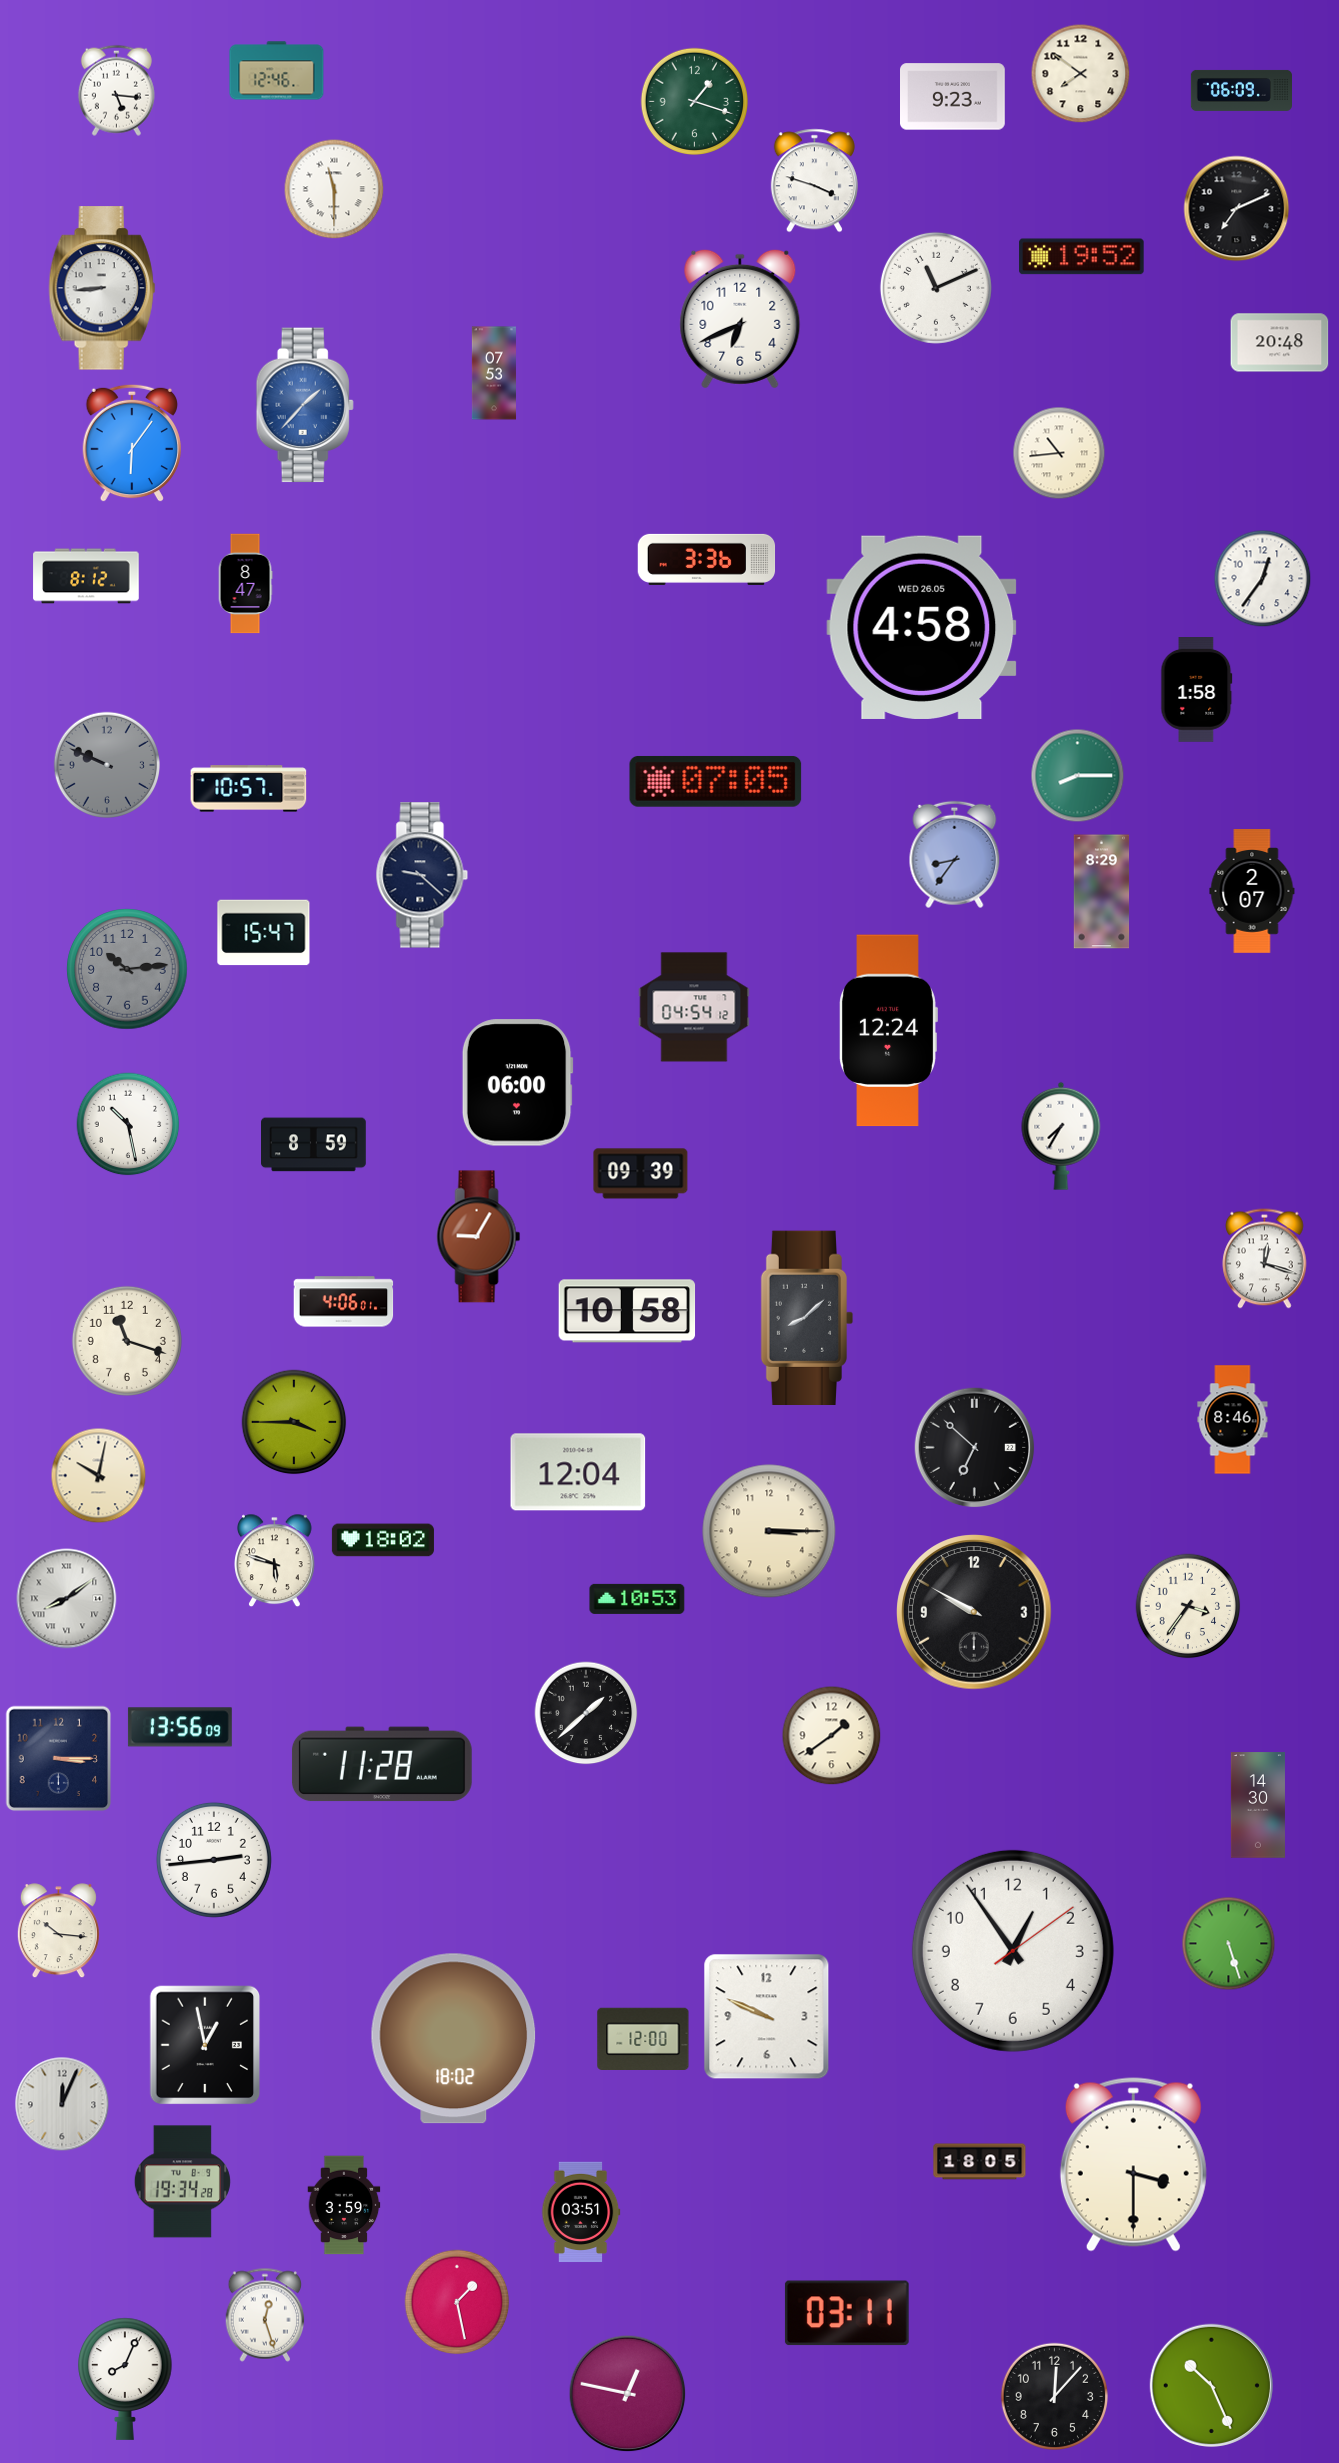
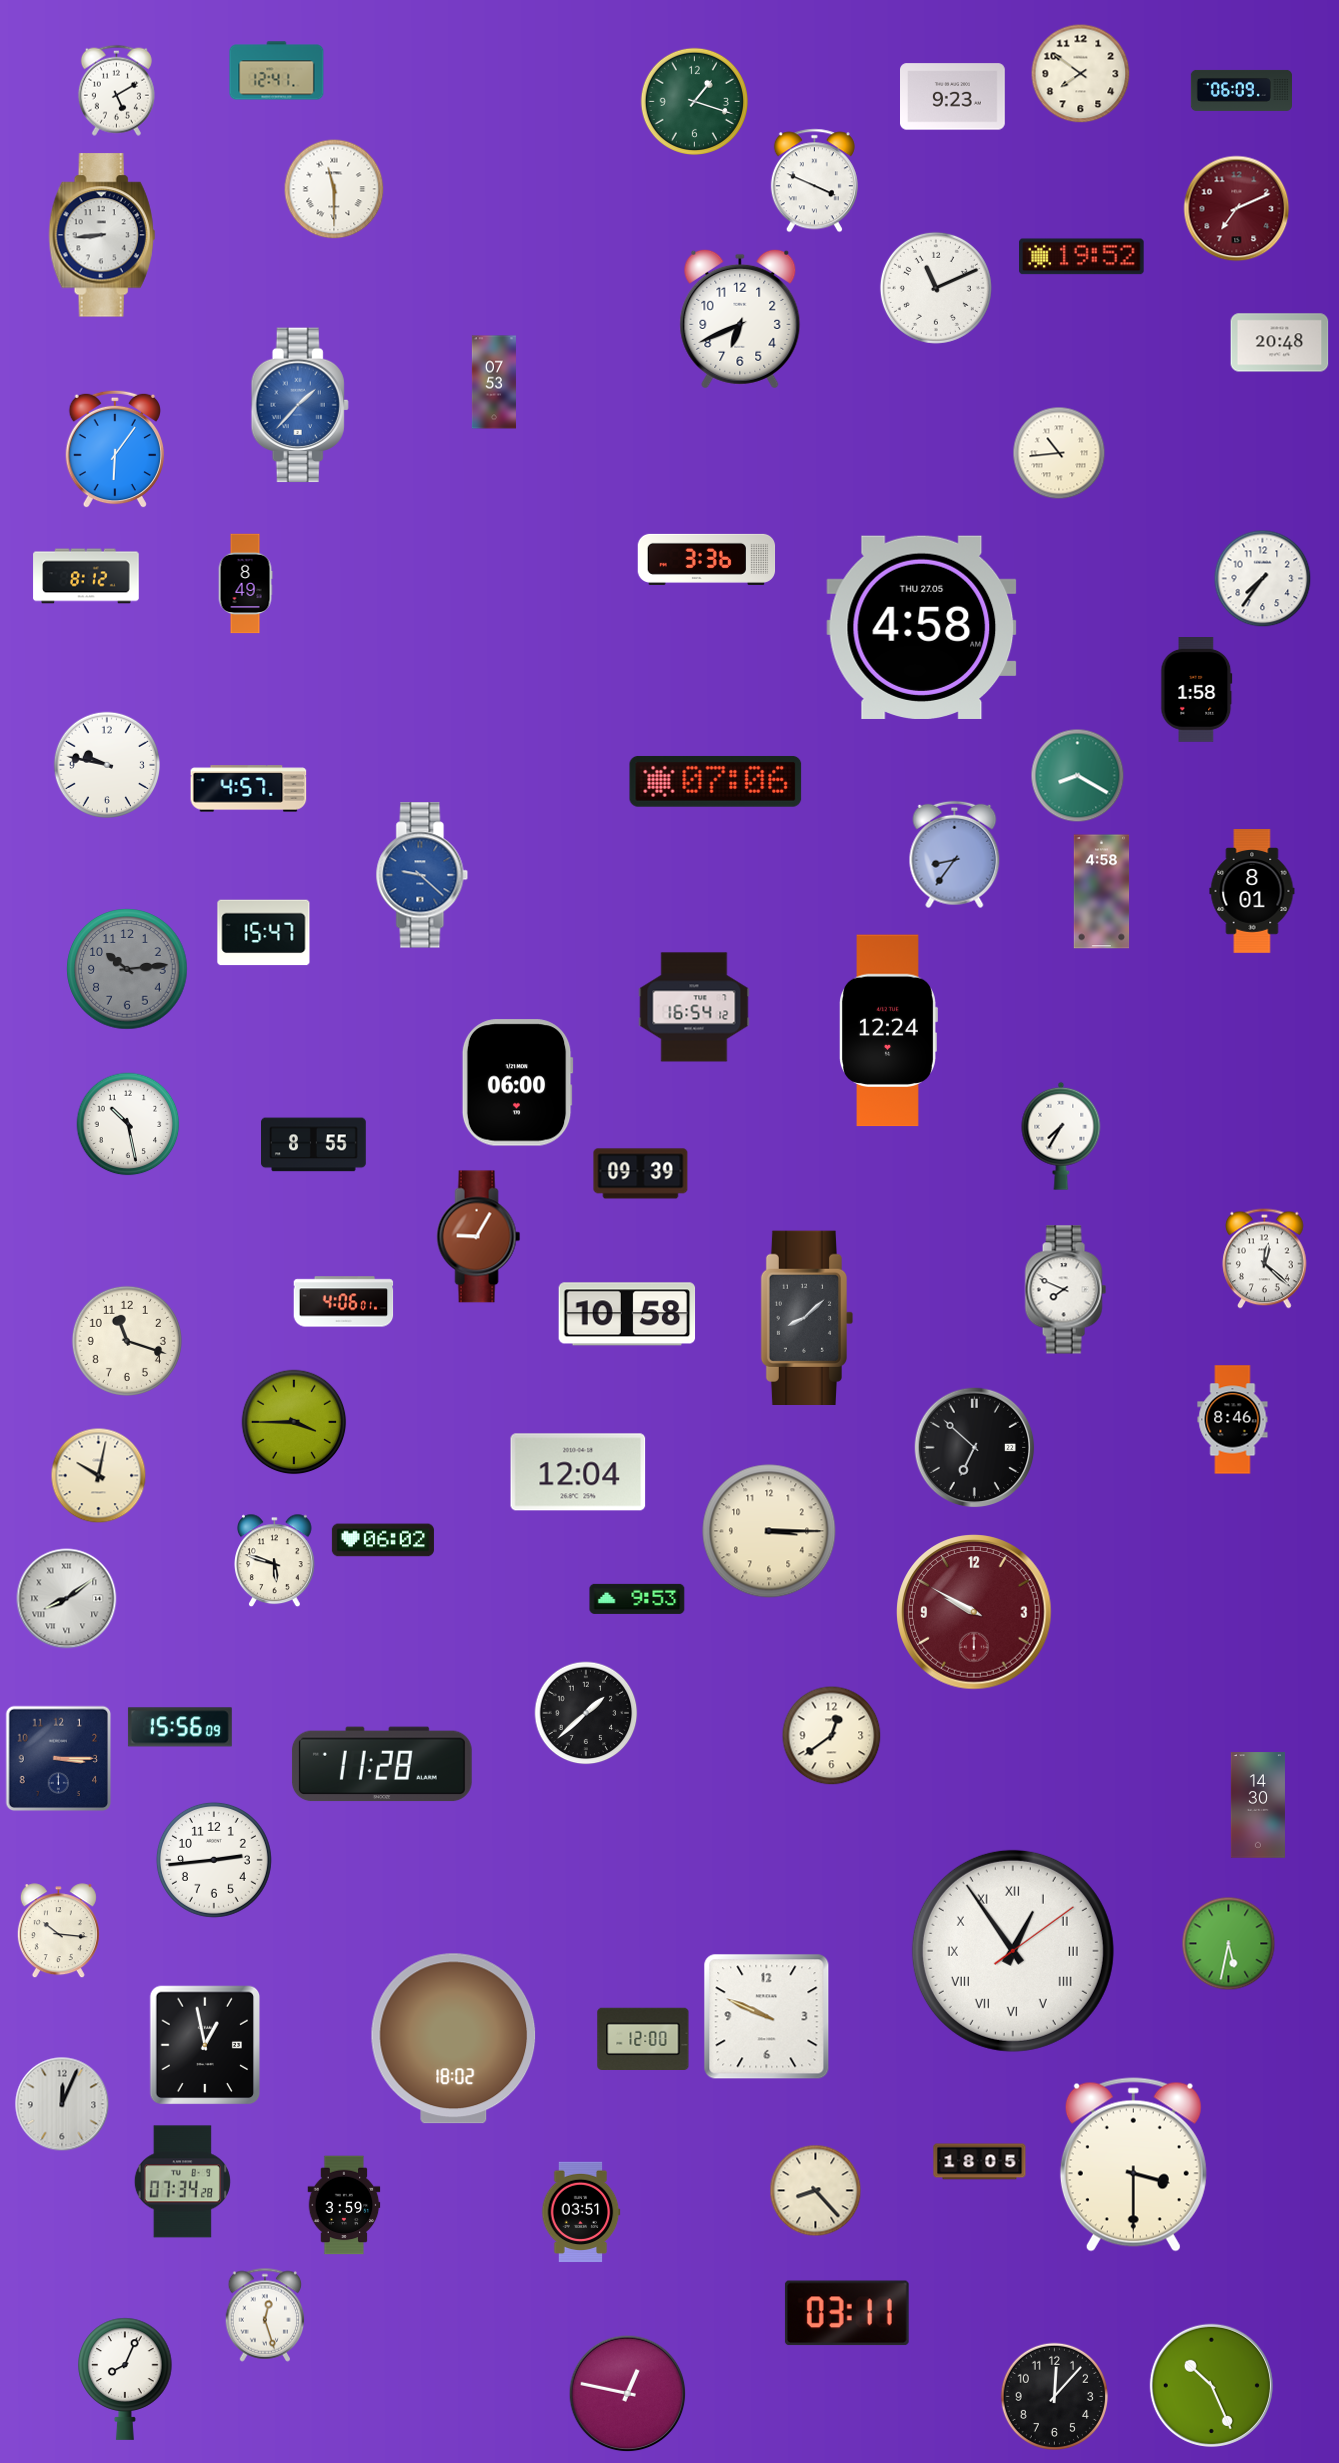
clock at (277, 71): 12:46 -> 12:41
clock at (116, 90): 5:16 -> 5:10
clock at (814, 181): 3:48 -> 3:49
clock at (1237, 209) dial: black -> burgundy
clock at (102, 288) position: (102, 288) -> (102, 235)
clock at (494, 373) position: (494, 373) -> (494, 382)
clock at (305, 405) position: (305, 405) -> (300, 405)
clock at (131, 443) position: (131, 443) -> (114, 449)
clock at (1263, 579): 12:36 -> 7:36
clock at (245, 584): 8:47 -> 8:49
clock at (922, 627) date: WED 26.05 -> THU 27.05
clock at (106, 764): 9:49 -> 9:47
clock at (106, 764) dial: grey -> white
clock at (1078, 776): 8:15 -> 8:20
clock at (716, 781): 07:05 -> 07:06
clock at (249, 789): 10:57 -> 4:57
clock at (422, 875) dial: navy -> blue
clock at (1252, 891): 2:07 -> 8:01
clock at (1102, 892): 8:29 -> 4:58
clock at (694, 1007): 04:54 -> 16:54
clock at (314, 1145): 8:59 -> 8:55
clock at (1265, 1259): 12:18 -> 12:22
clock at (1065, 1290): none -> 7:49
clock at (627, 1311) position: (627, 1311) -> (627, 1314)
clock at (383, 1540): 18:02 -> 06:02
clock at (637, 1599): 10:53 -> 9:53
clock at (1188, 1606): 3:36 -> none
clock at (974, 1612) dial: black -> burgundy
clock at (180, 1727): 13:56 -> 15:56
clock at (832, 1736): 1:39 -> 12:39
clock at (1229, 1944): 5:27 -> 5:32
clock at (1013, 1951) numerals: Arabic -> Roman
clock at (182, 2182): 19:34 -> 07:34
clock at (816, 2191): none -> 8:23
clock at (457, 2302): 1:28 -> none
